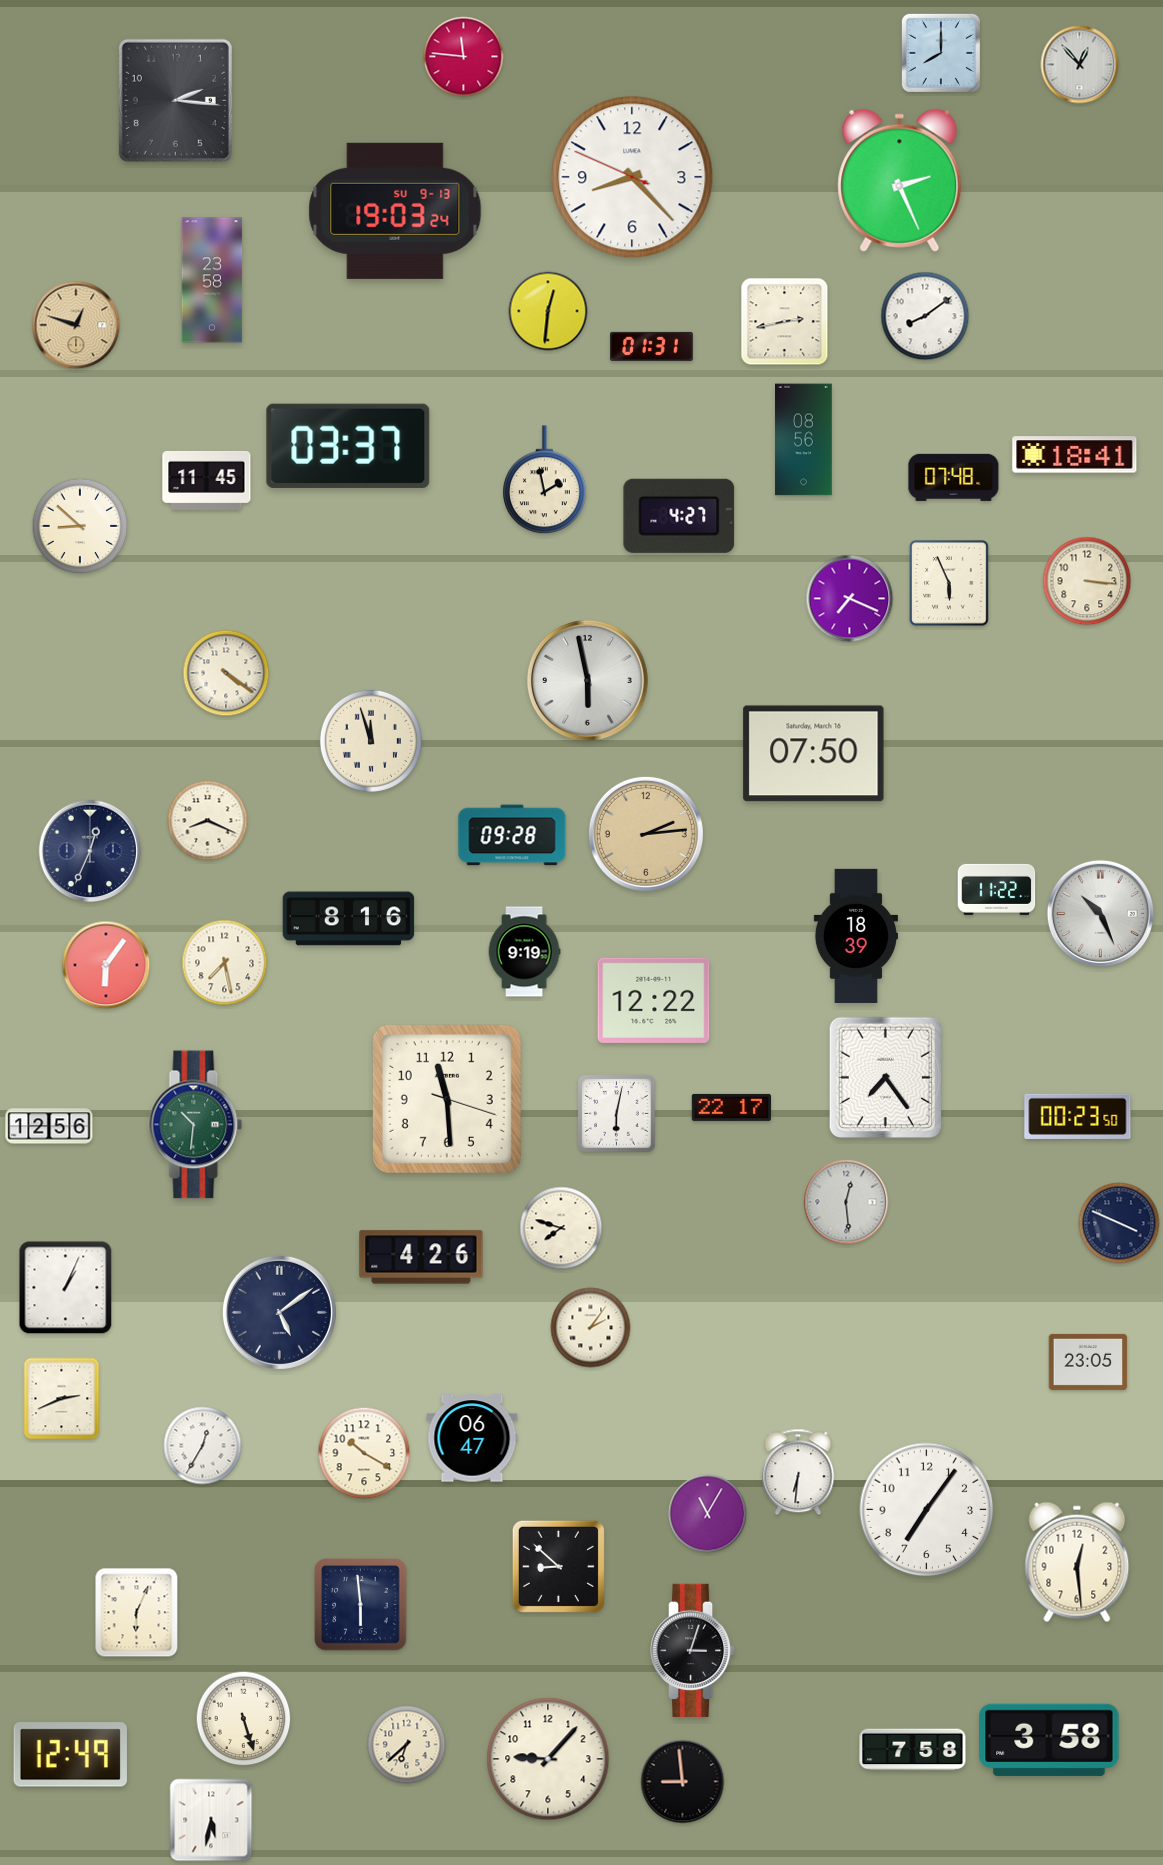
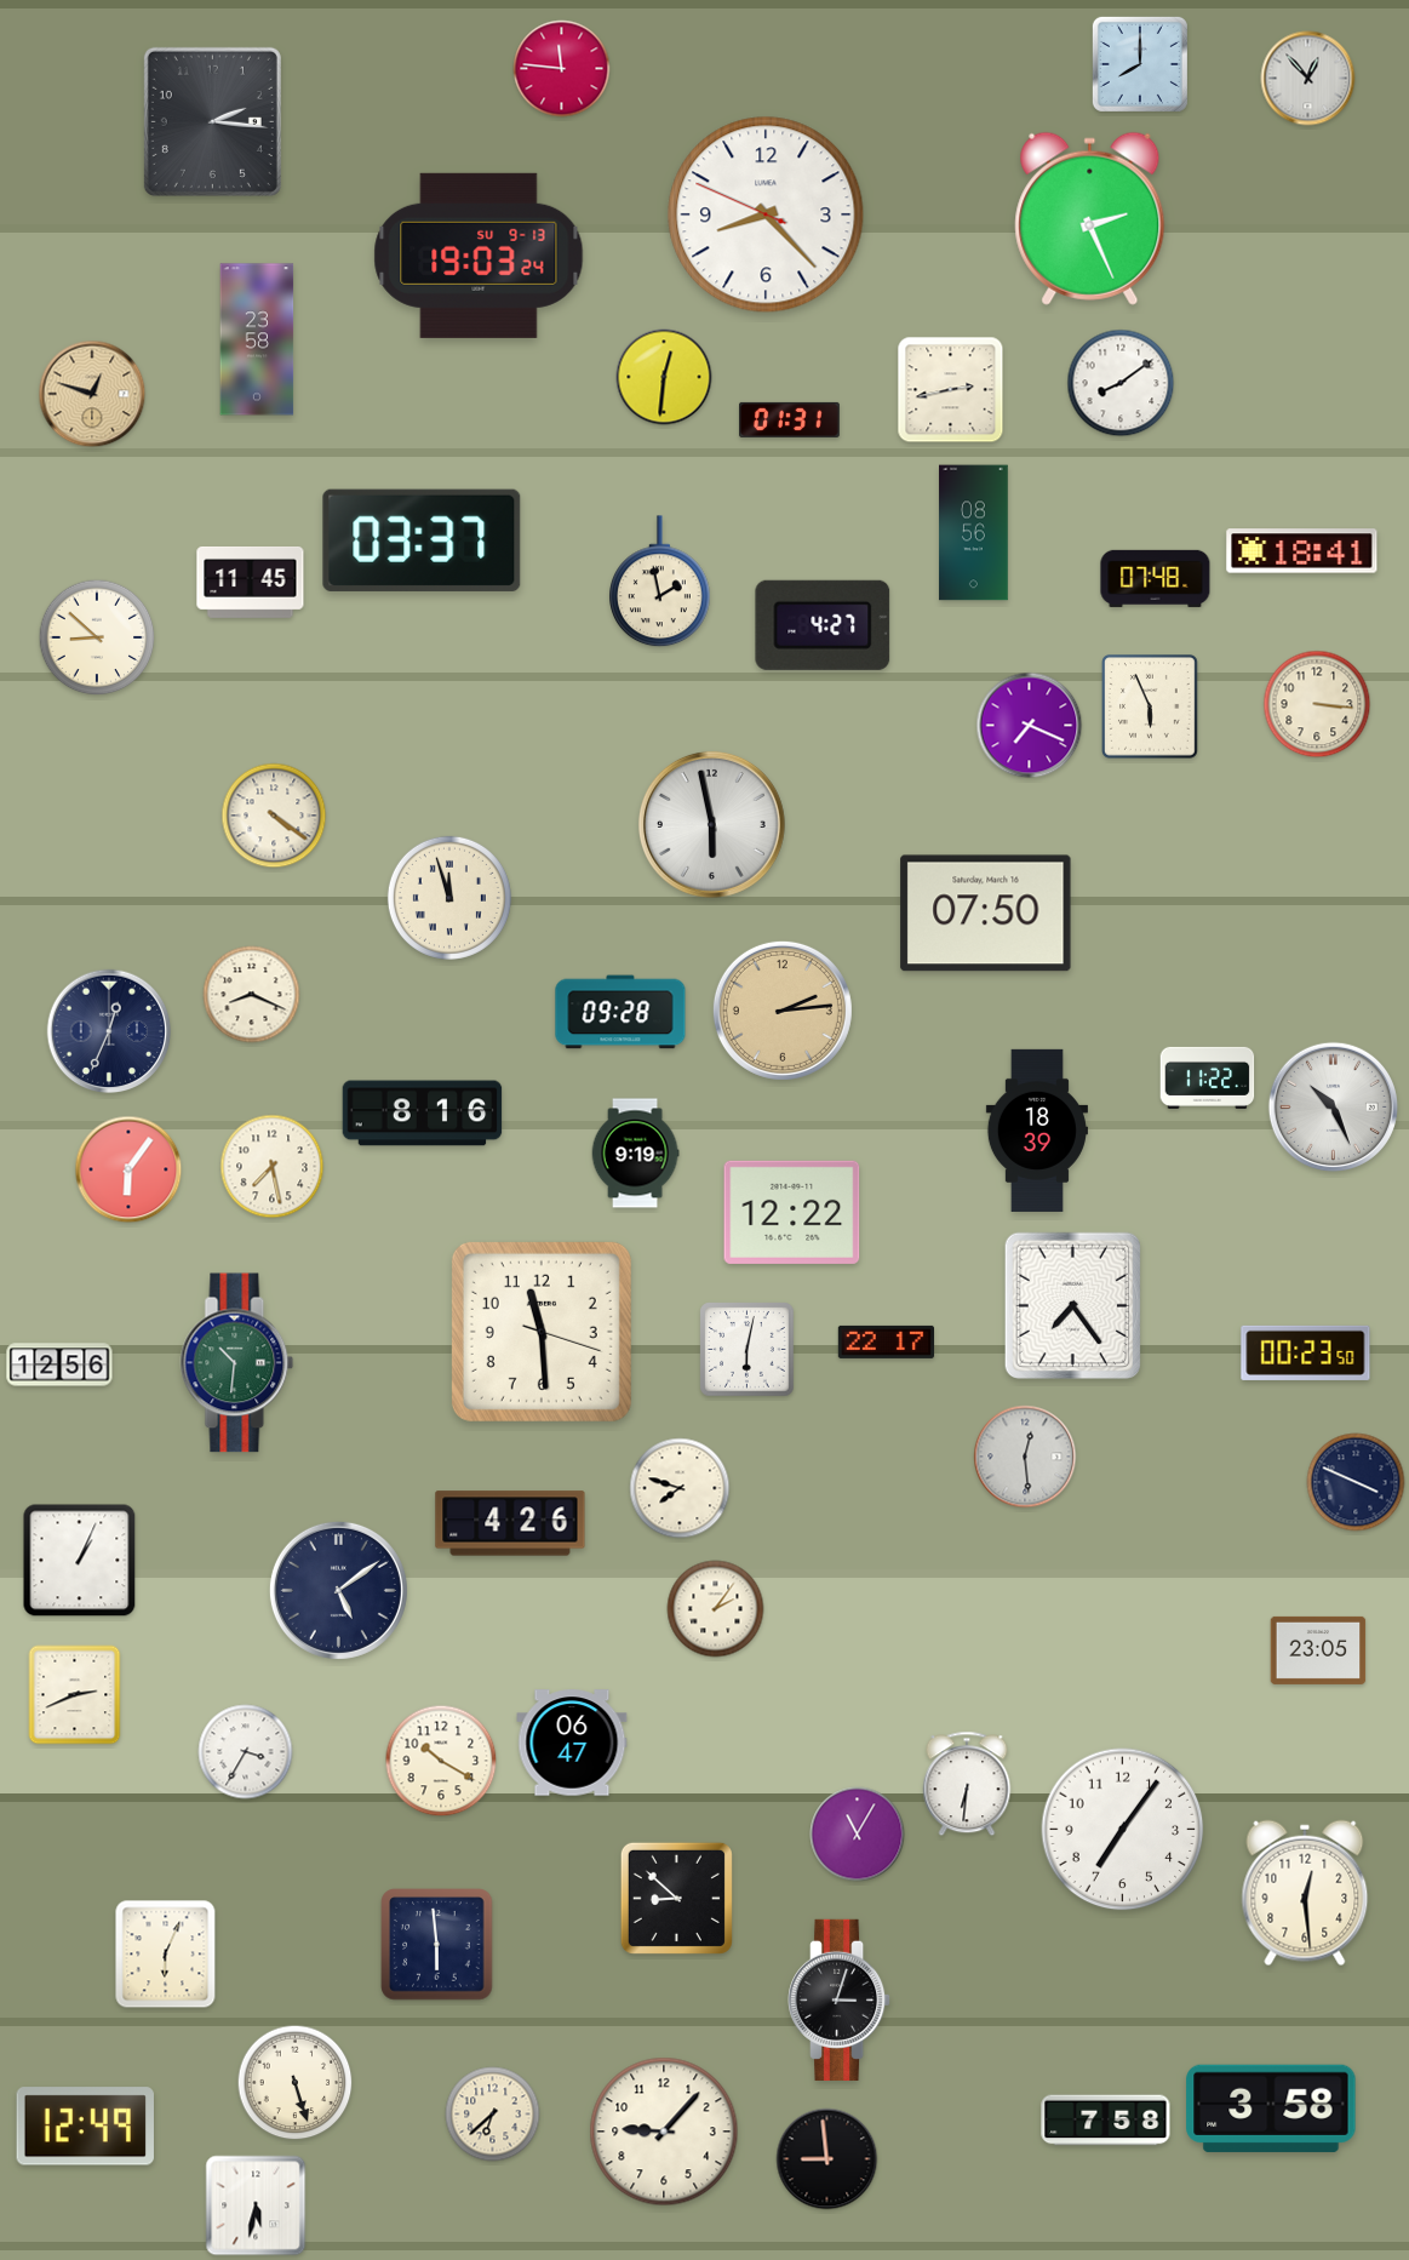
clock at (856, 936) position: (856, 936) -> (1037, 1131)
clock at (203, 1446): 12:35 -> 3:35
